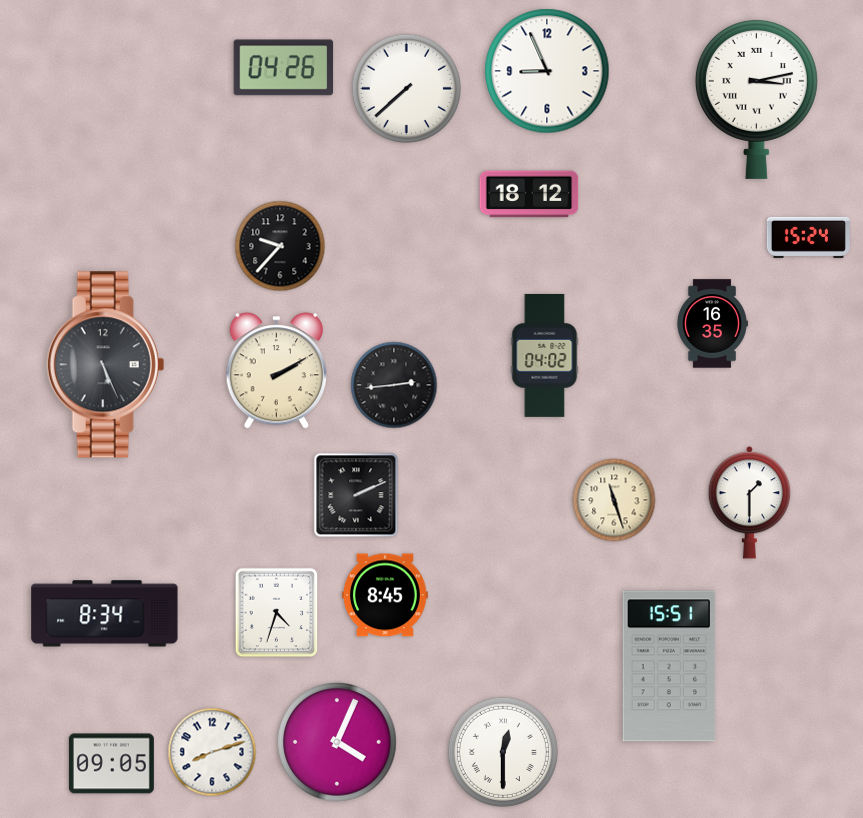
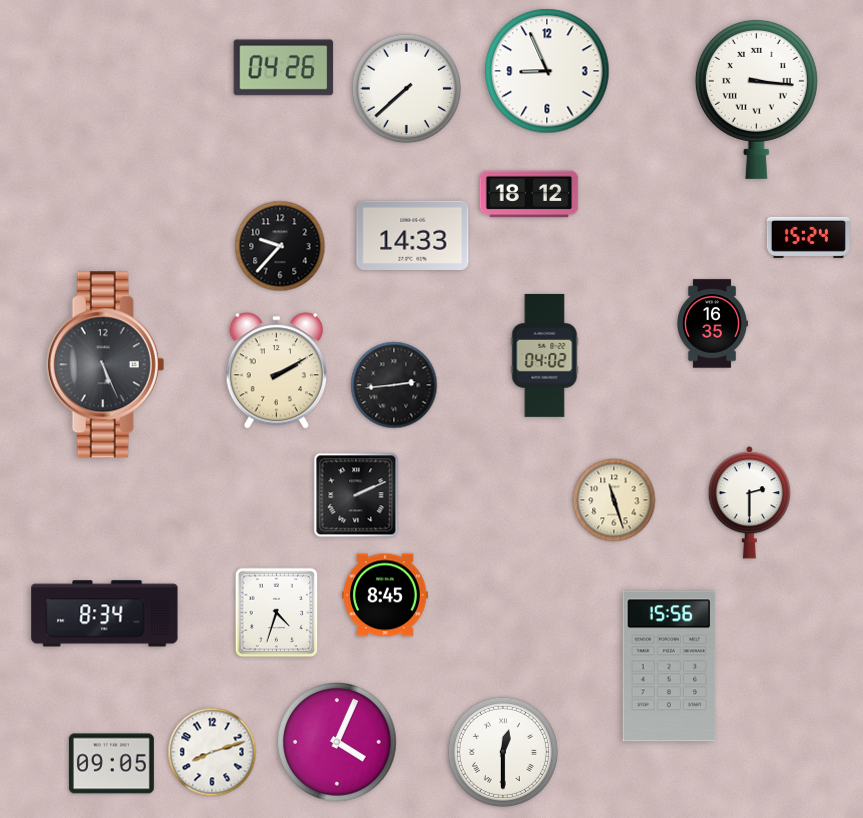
clock at (756, 99): 3:13 -> 3:16
clock at (413, 235): none -> 14:33
clock at (750, 503): 1:30 -> 2:30
clock at (669, 666): 15:51 -> 15:56
